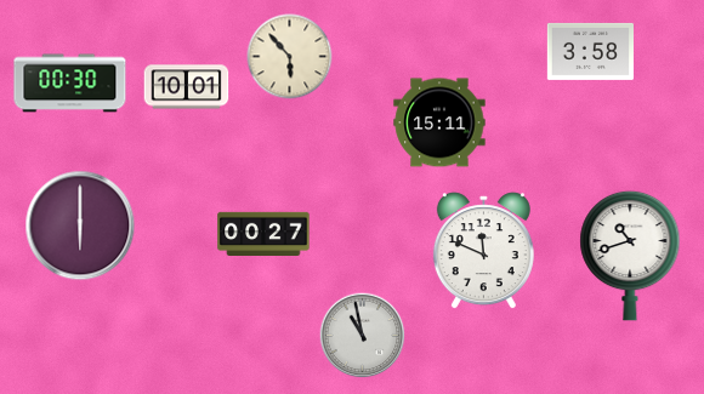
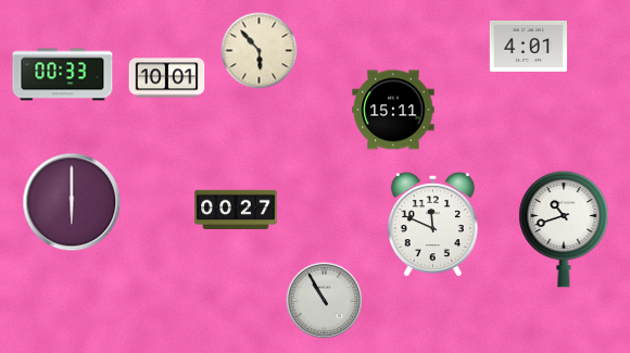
clock at (590, 51): 3:58 -> 4:01
clock at (70, 84): 00:30 -> 00:33
clock at (363, 336): 10:58 -> 10:55
